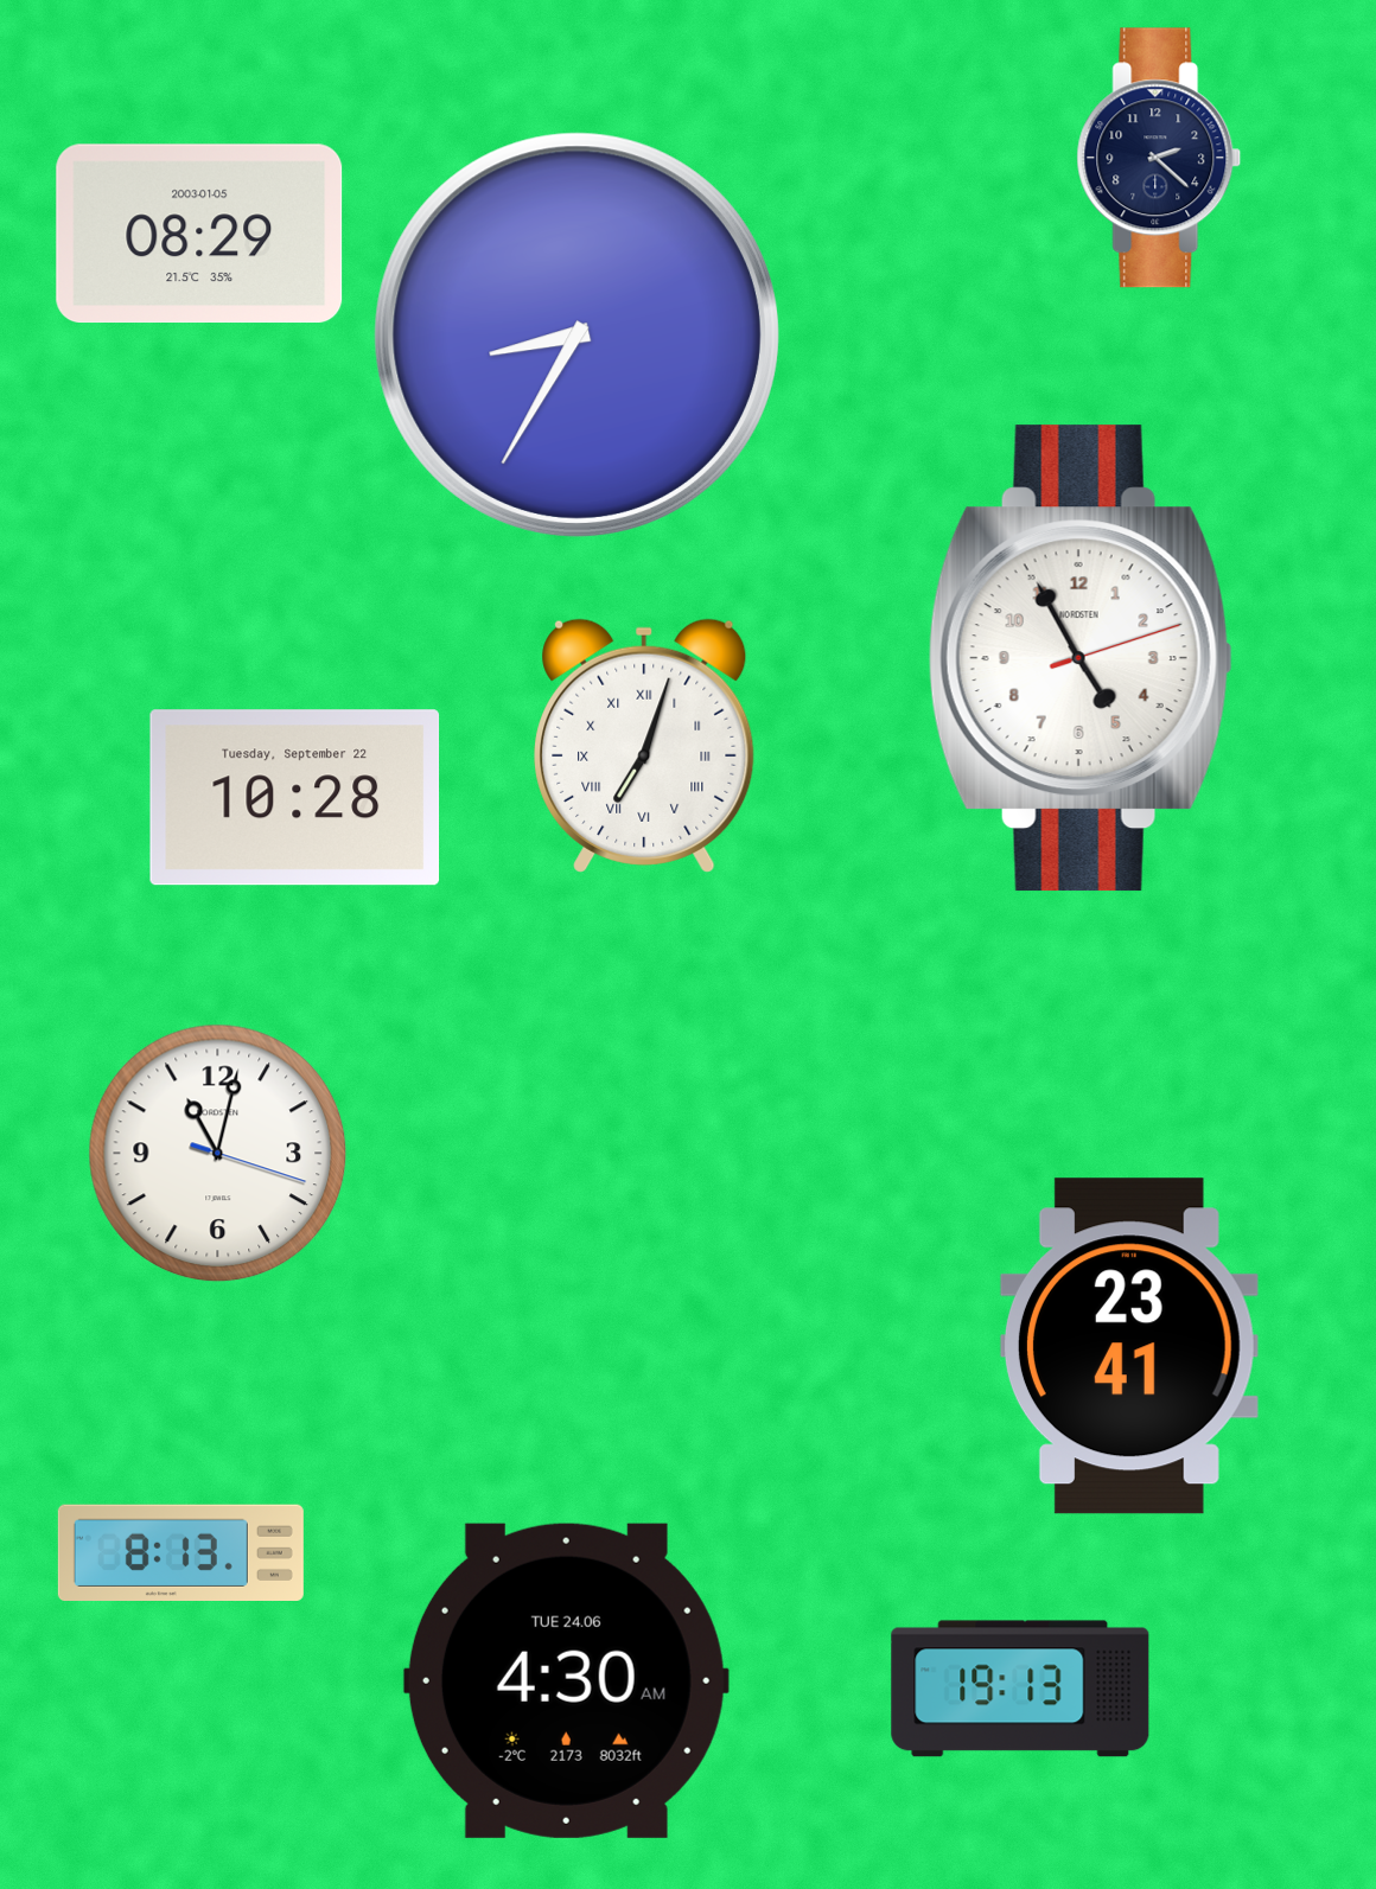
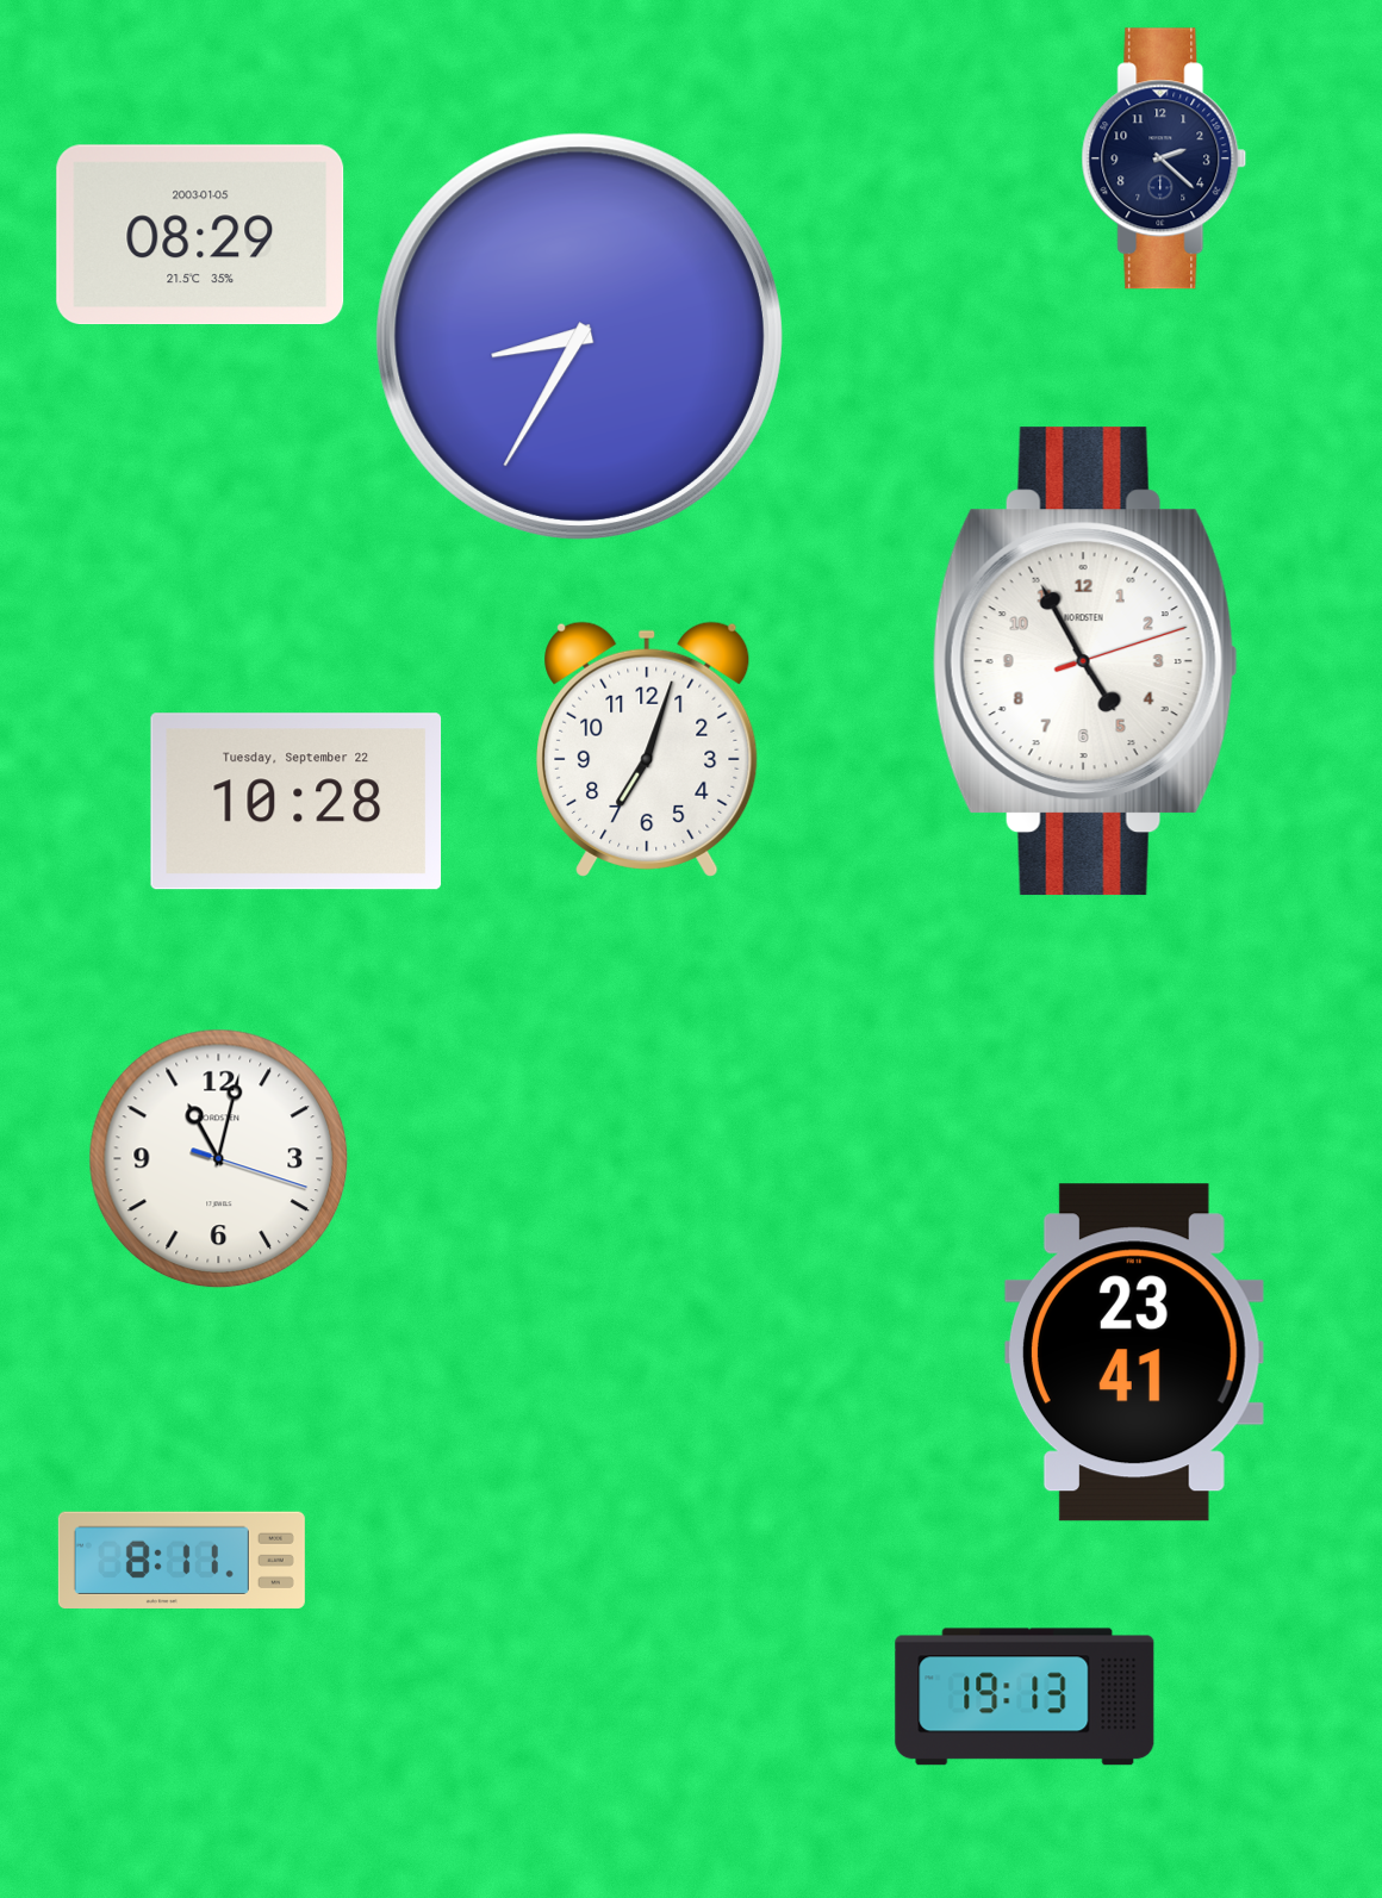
clock at (644, 746) numerals: Roman -> Arabic
clock at (180, 1552): 8:13 -> 8:11
clock at (566, 1680): 4:30 -> none
